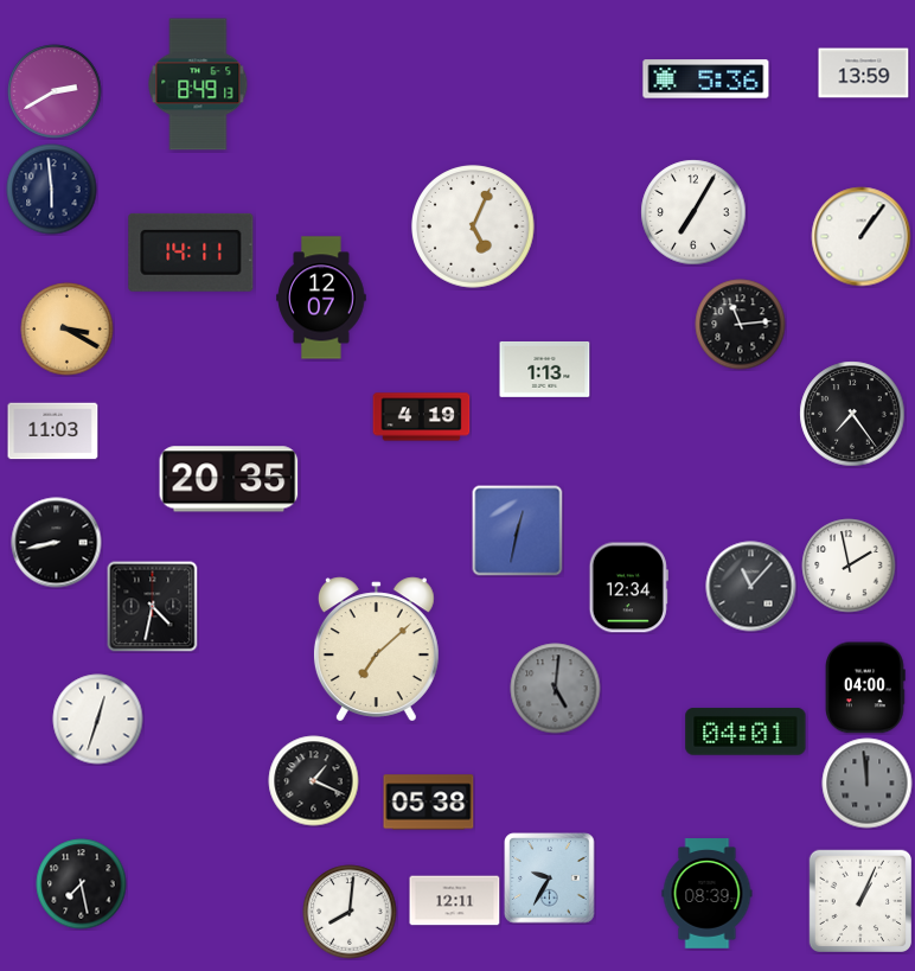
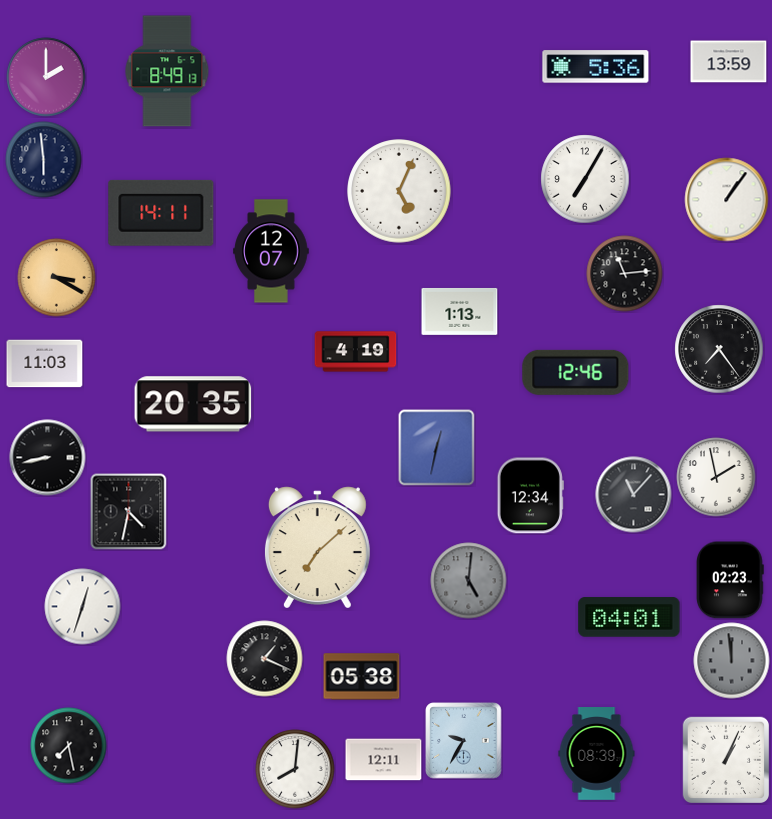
clock at (55, 91): 2:40 -> 2:00
clock at (576, 372): none -> 12:46
clock at (866, 688): 04:00 -> 02:23
